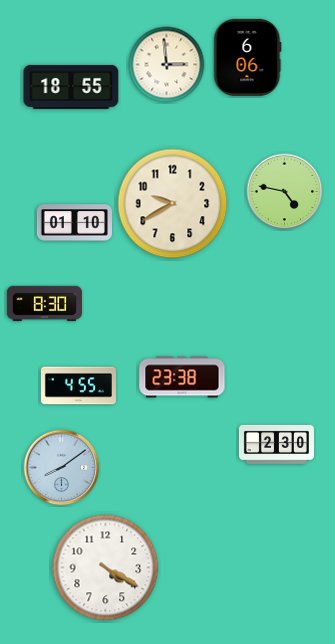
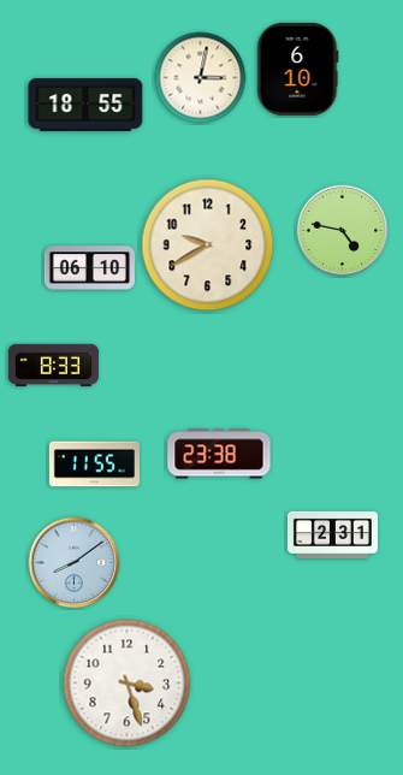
clock at (248, 57): 6:06 -> 6:10
clock at (167, 65): 2:59 -> 3:02
clock at (74, 223): 01:10 -> 06:10
clock at (44, 304): 8:30 -> 8:33
clock at (78, 386): 4:55 -> 11:55
clock at (276, 444): 2:30 -> 2:31
clock at (106, 568): 4:20 -> 3:27
